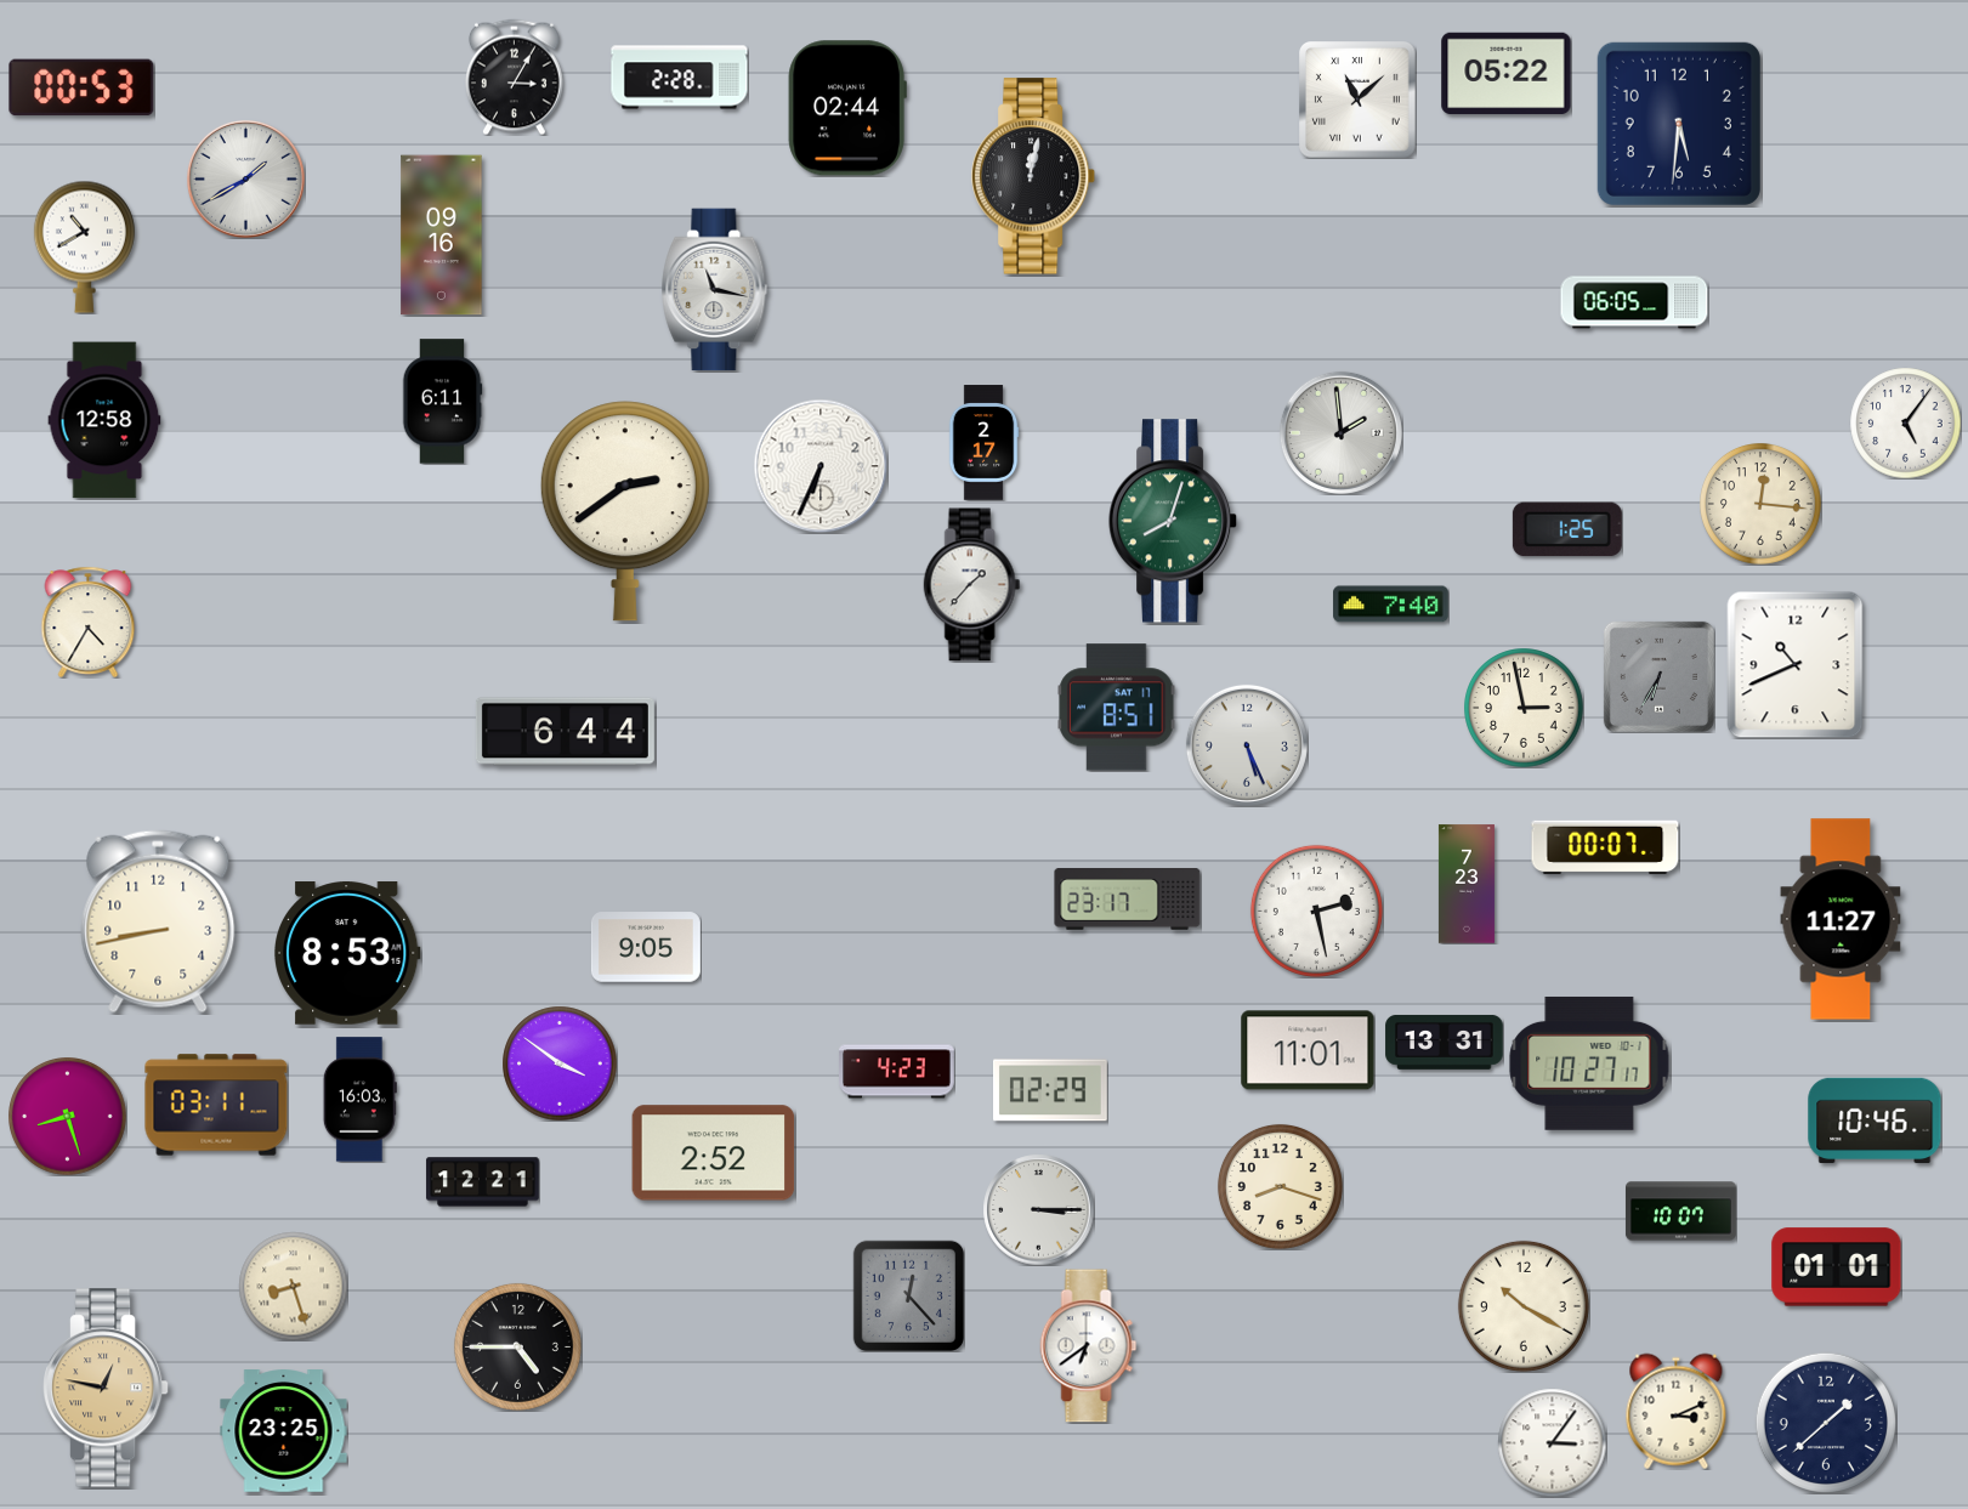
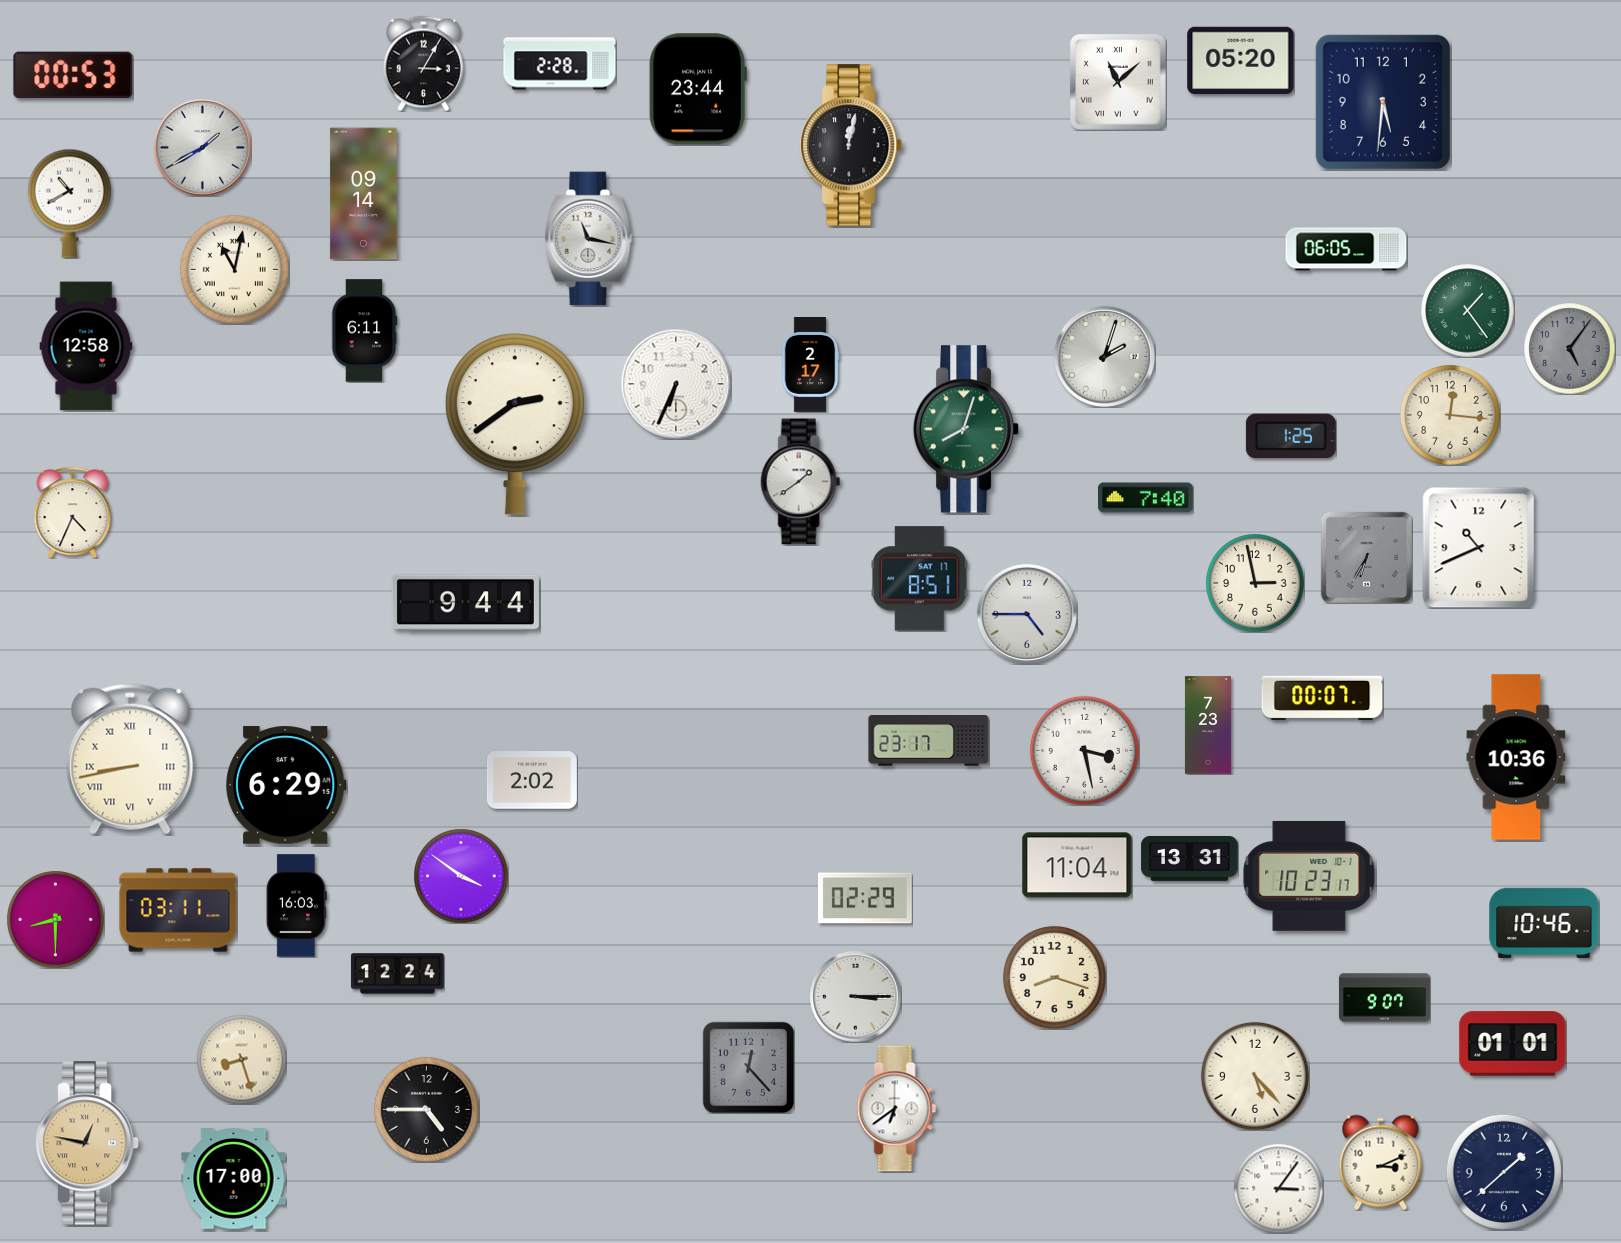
clock at (1507, 73): 05:22 -> 05:20
clock at (81, 87) position: (81, 87) -> (73, 75)
clock at (847, 108): 02:44 -> 23:44
clock at (442, 236): 09:16 -> 09:14
clock at (234, 269): none -> 11:02
clock at (1467, 310): none -> 1:24
clock at (1905, 422) dial: white -> grey
clock at (1340, 432): 1:59 -> 2:03
clock at (625, 511) position: (625, 511) -> (515, 424)
clock at (972, 585): 1:37 -> 1:39
clock at (89, 622): 4:35 -> 4:34
clock at (1117, 708) position: (1117, 708) -> (920, 579)
clock at (565, 732): 6:44 -> 9:44
clock at (1247, 745): 5:26 -> 4:45
clock at (1467, 884) position: (1467, 884) -> (1208, 725)
clock at (1316, 910): 2:28 -> 3:28
clock at (1841, 919): 11:27 -> 10:36
clock at (158, 921) numerals: Arabic -> Roman
clock at (646, 947): 9:05 -> 2:02
clock at (347, 953): 8:53 -> 6:29
clock at (1308, 1050): 11:01 -> 11:04
clock at (1589, 1063): 10:27 -> 10:23
clock at (897, 1072): 4:23 -> none
clock at (68, 1117): 8:27 -> 8:30
clock at (714, 1153): 2:52 -> none
clock at (482, 1182): 12:21 -> 12:24
clock at (1681, 1212): 10:07 -> 9:07
clock at (1524, 1306): 10:20 -> 5:23
clock at (284, 1431): 23:25 -> 17:00
